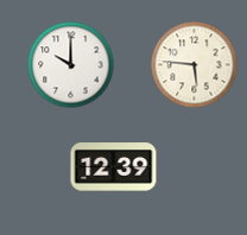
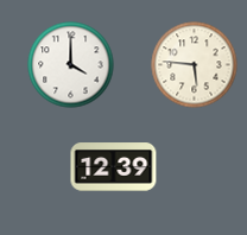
clock at (71, 65): 10:00 -> 4:00
